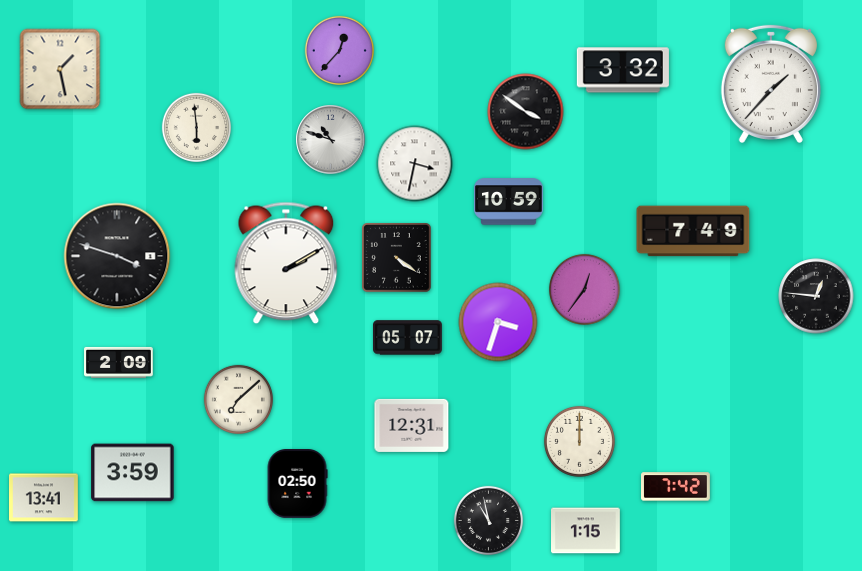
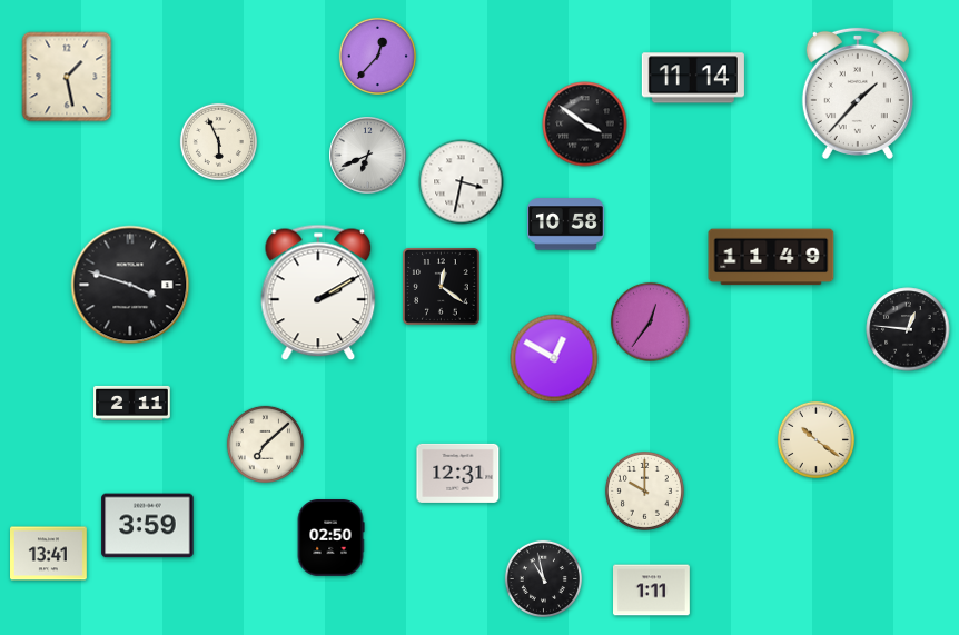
clock at (623, 70): 3:32 -> 11:14
clock at (196, 127): 5:59 -> 5:56
clock at (331, 140): 10:48 -> 6:41
clock at (509, 202): 10:59 -> 10:58
clock at (693, 231): 7:49 -> 11:49
clock at (397, 258): 4:21 -> 12:21
clock at (498, 322): 3:33 -> 12:50
clock at (408, 338): 05:07 -> none
clock at (119, 362): 2:09 -> 2:11
clock at (815, 439): none -> 10:21
clock at (579, 441): 12:00 -> 10:00
clock at (676, 487): 7:42 -> none
clock at (586, 531): 1:15 -> 1:11
